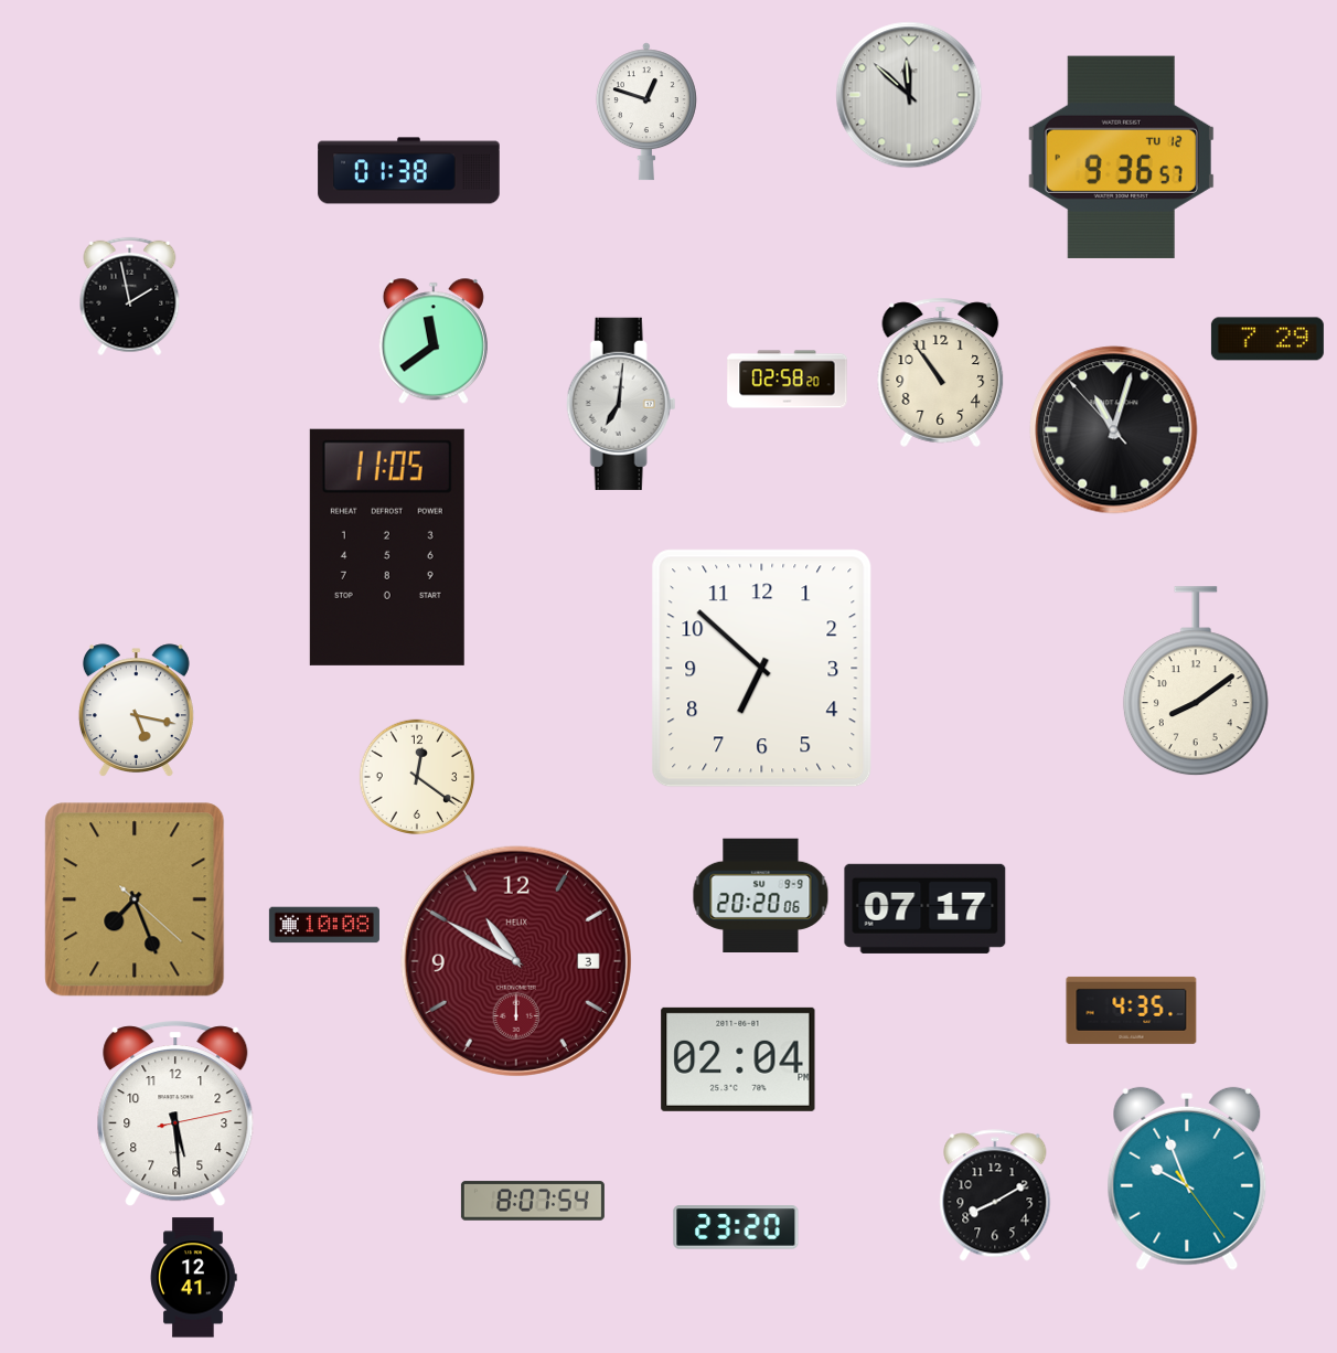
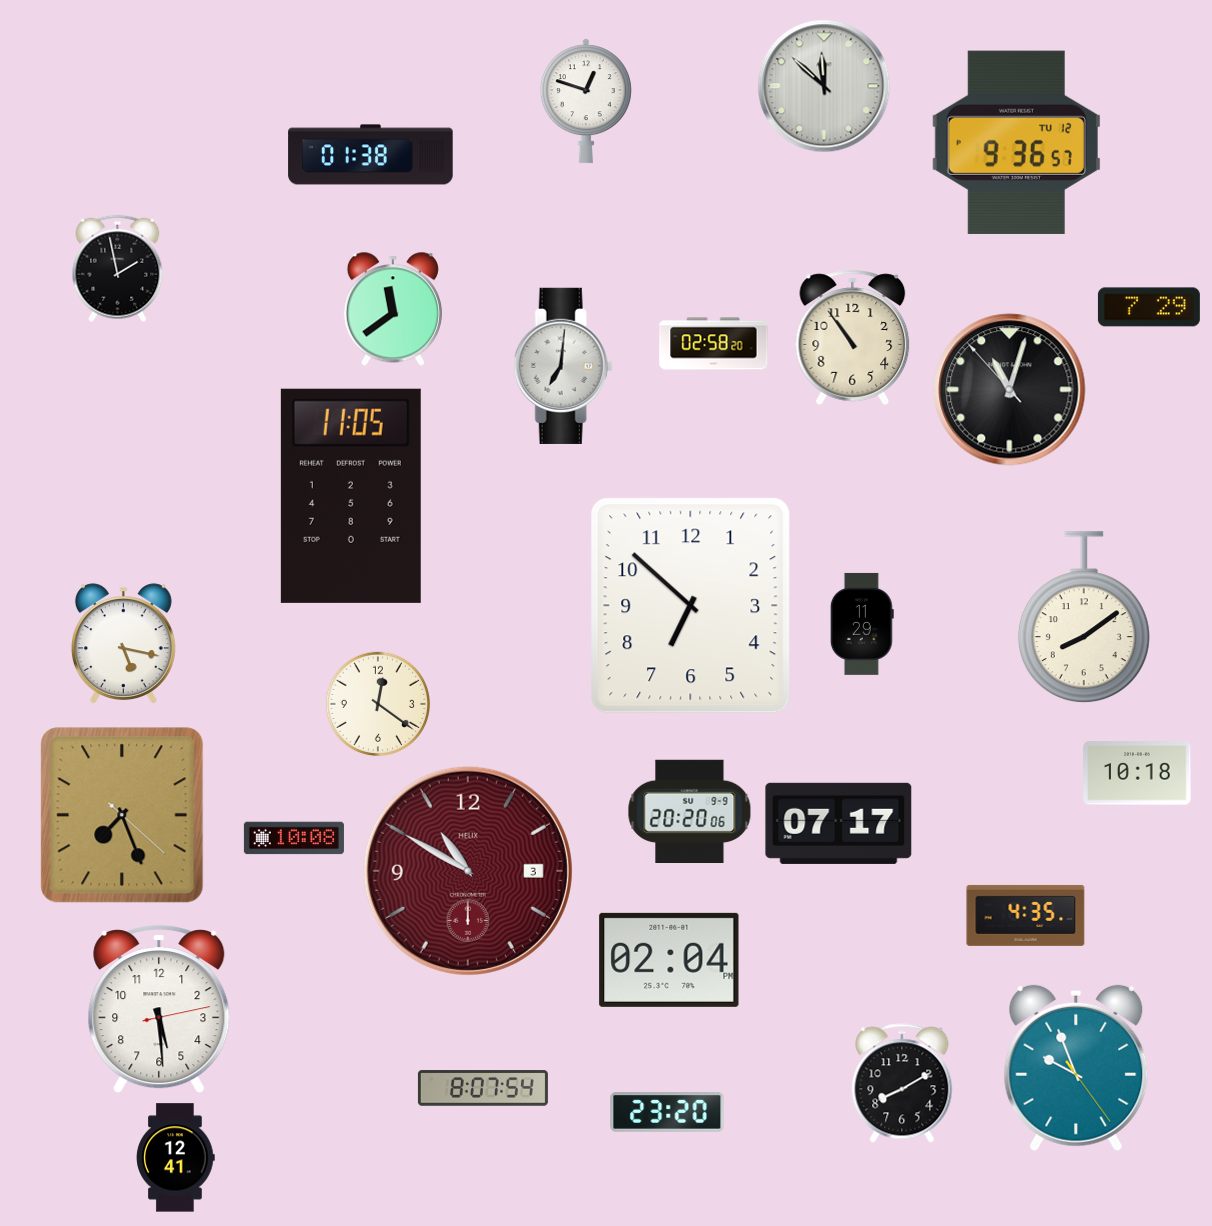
clock at (862, 624): none -> 11:29
clock at (1137, 773): none -> 10:18
